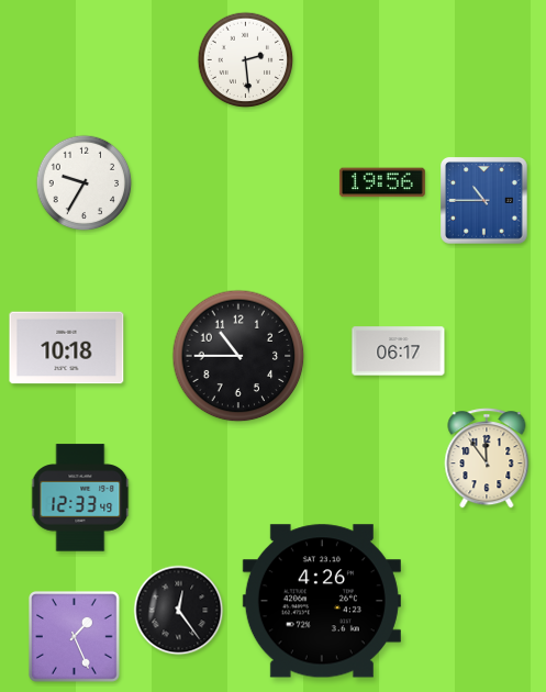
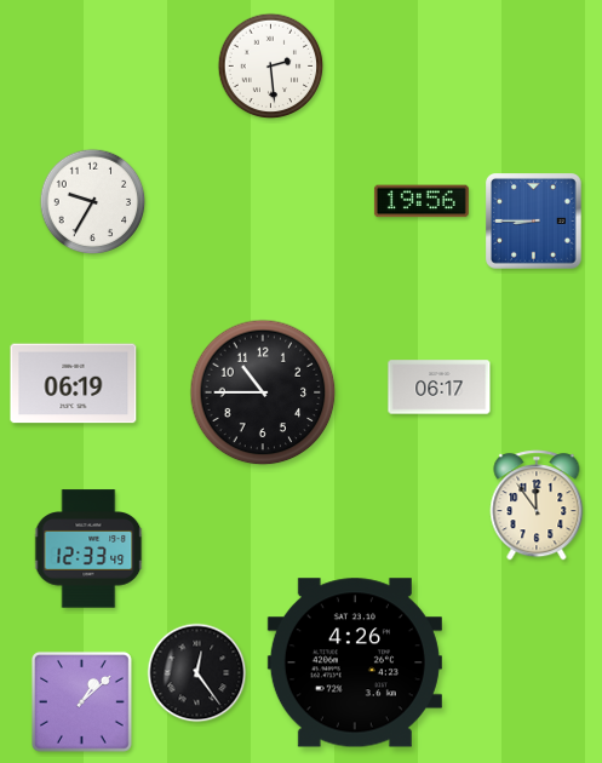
clock at (484, 201): 10:45 -> 8:45
clock at (67, 348): 10:18 -> 06:19
clock at (74, 636): 1:26 -> 1:08
